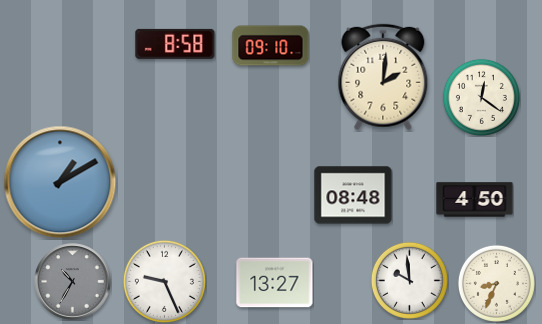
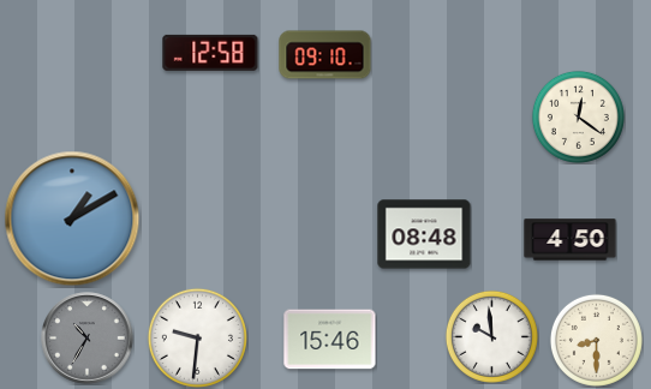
clock at (175, 44): 8:58 -> 12:58
clock at (383, 77): 2:01 -> none
clock at (164, 281): 9:26 -> 9:31
clock at (275, 283): 13:27 -> 15:46
clock at (496, 283): 8:34 -> 8:30
